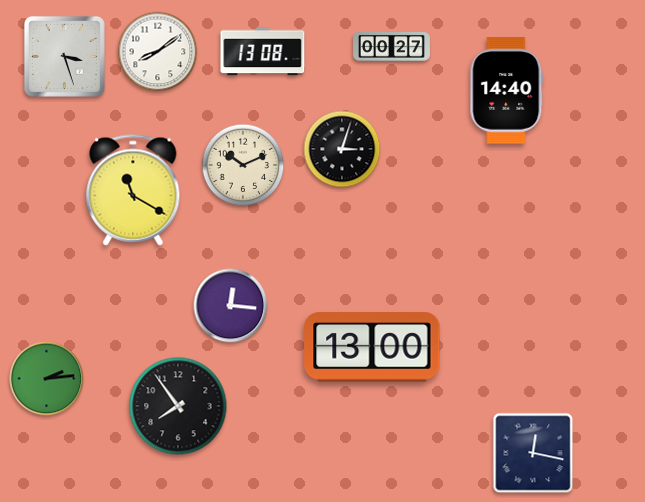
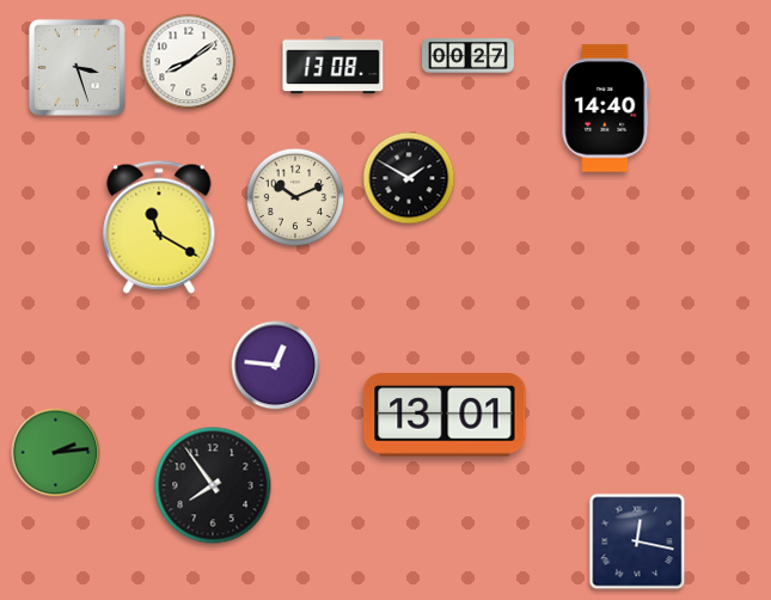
clock at (263, 52) position: (263, 52) -> (334, 66)
clock at (342, 149): 3:03 -> 1:50
clock at (243, 165) position: (243, 165) -> (295, 197)
clock at (231, 306): 12:16 -> 12:46
clock at (372, 347): 13:00 -> 13:01
